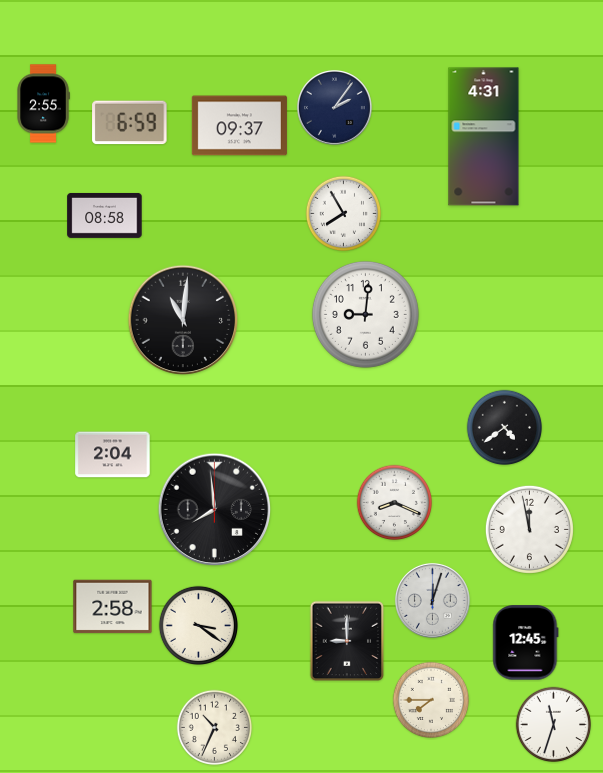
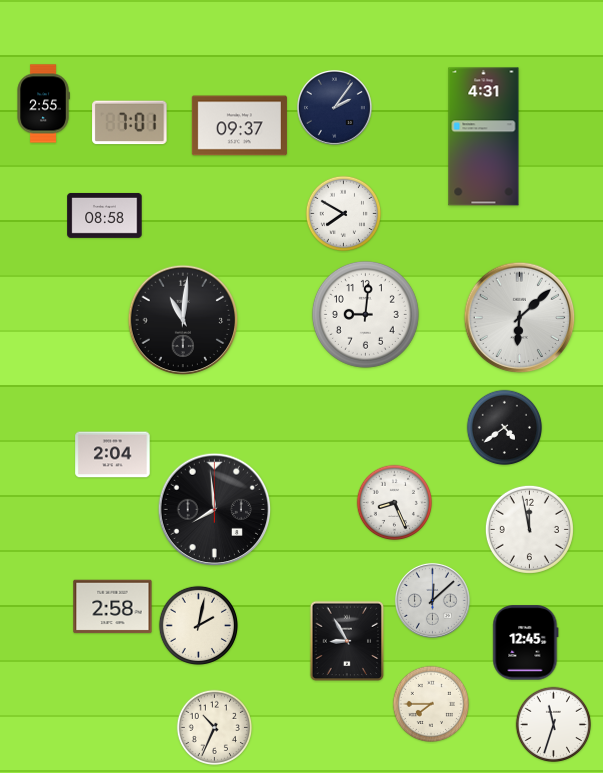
clock at (130, 123): 6:59 -> 7:01
clock at (344, 214): 7:55 -> 7:50
clock at (520, 318): none -> 6:08
clock at (395, 503): 8:19 -> 8:26
clock at (432, 600): 12:03 -> 12:08
clock at (198, 625): 3:21 -> 2:02
clock at (347, 641): 9:00 -> 8:55
clock at (431, 700) position: (431, 700) -> (431, 704)
